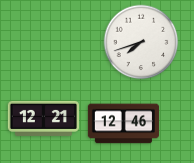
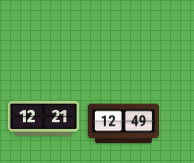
clock at (141, 42): 7:42 -> none
clock at (123, 124): 12:46 -> 12:49
